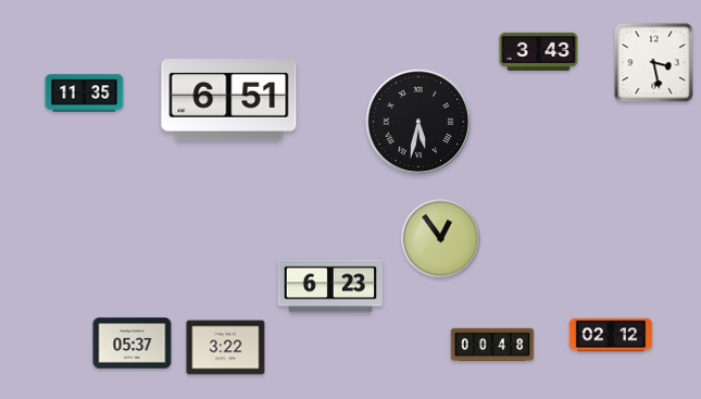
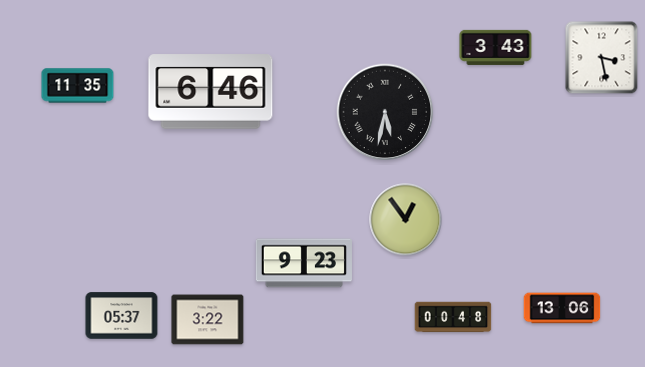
clock at (229, 100): 6:51 -> 6:46
clock at (330, 286): 6:23 -> 9:23
clock at (611, 335): 02:12 -> 13:06
